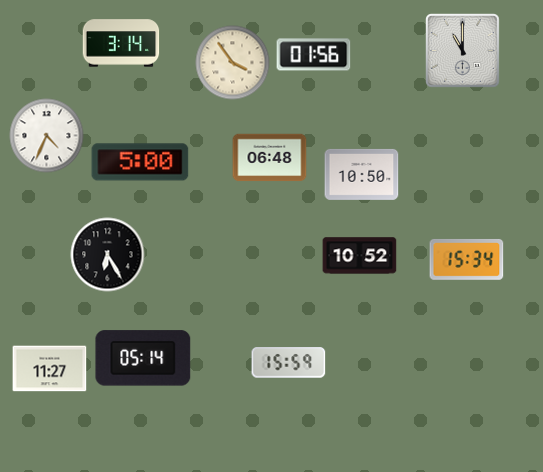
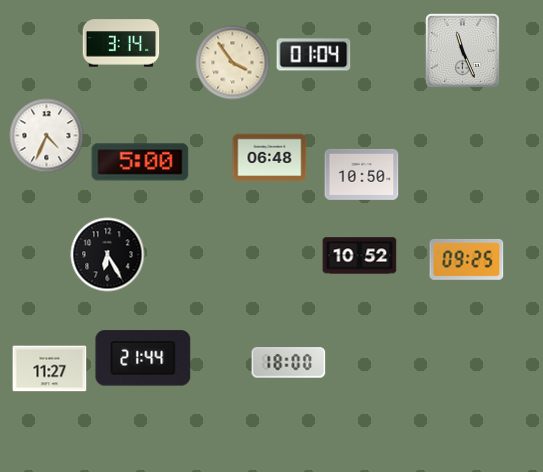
clock at (463, 51): 11:00 -> 11:26
clock at (314, 55): 01:56 -> 01:04
clock at (467, 259): 15:34 -> 09:25
clock at (143, 358): 05:14 -> 21:44
clock at (289, 363): 15:59 -> 18:00
